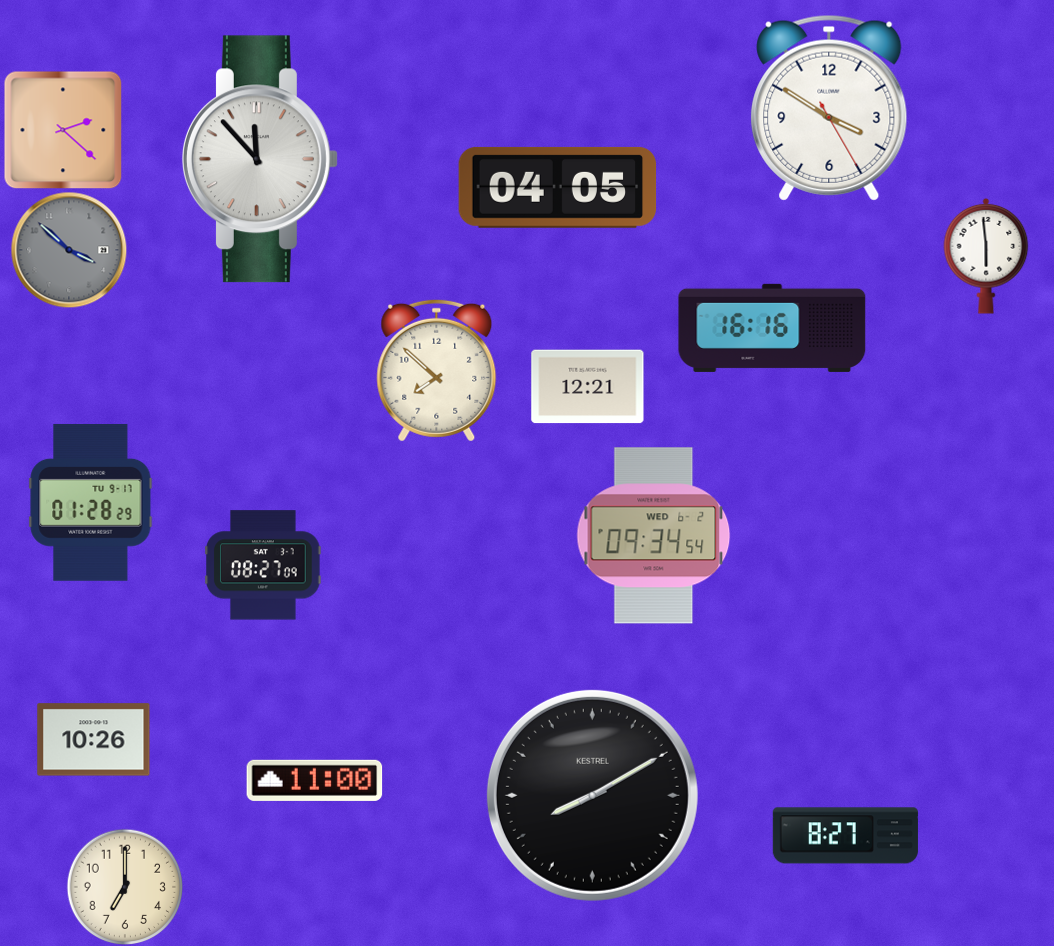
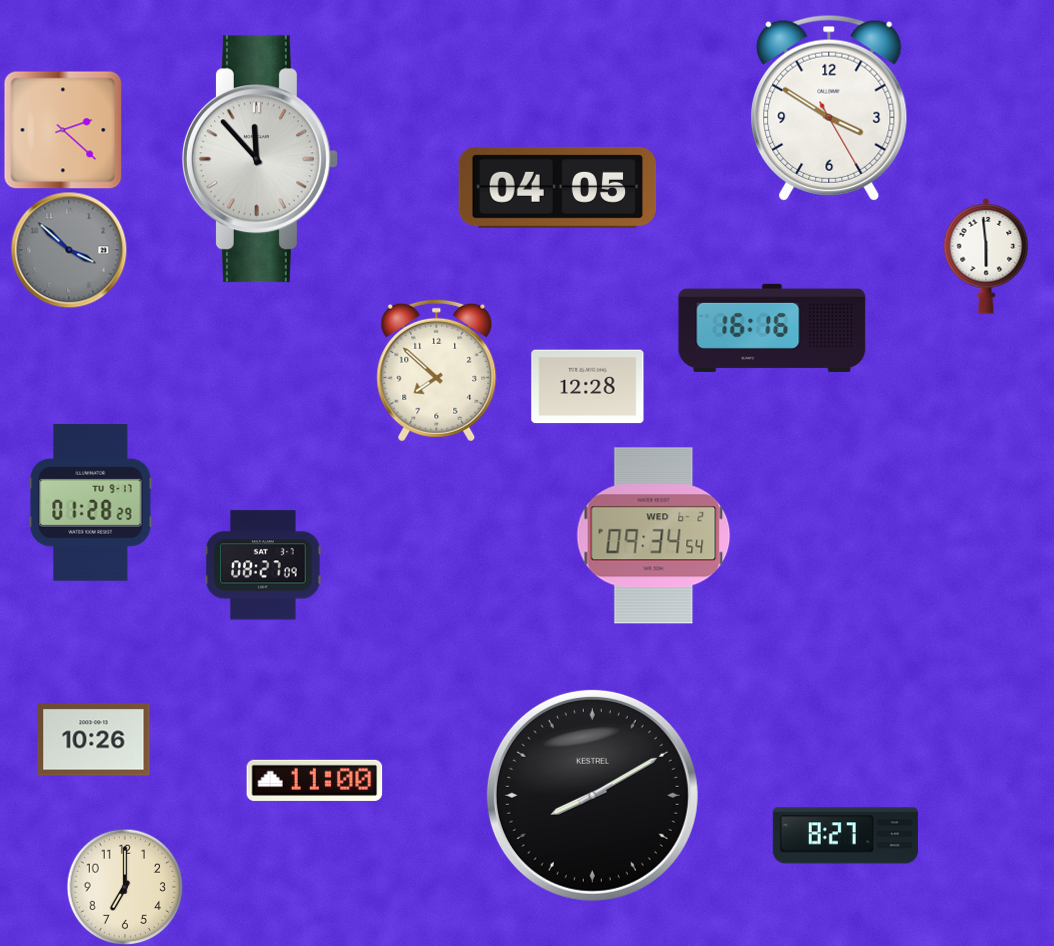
clock at (588, 387): 12:21 -> 12:28
